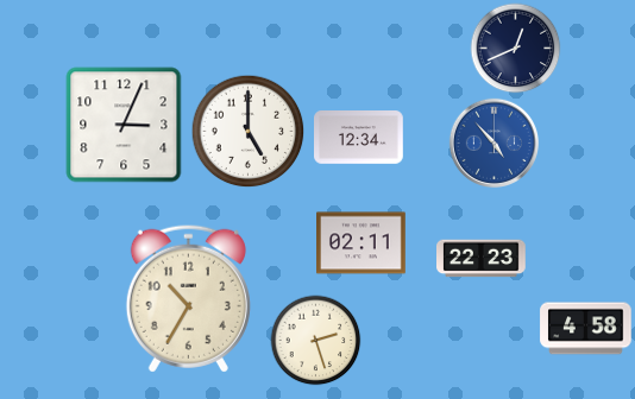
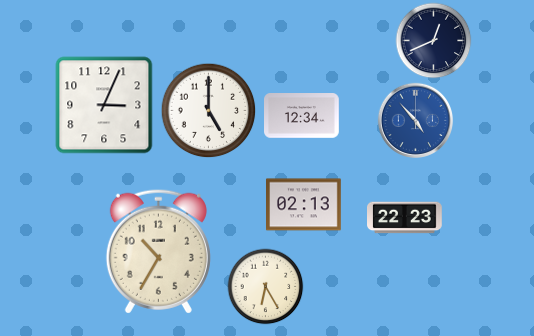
clock at (361, 243): 02:11 -> 02:13
clock at (586, 329): 4:58 -> none
clock at (316, 341): 2:27 -> 6:25
